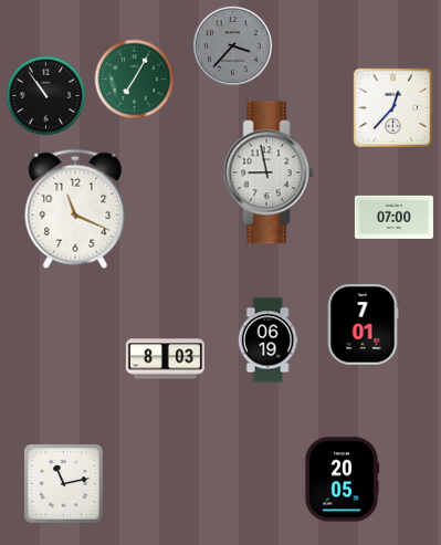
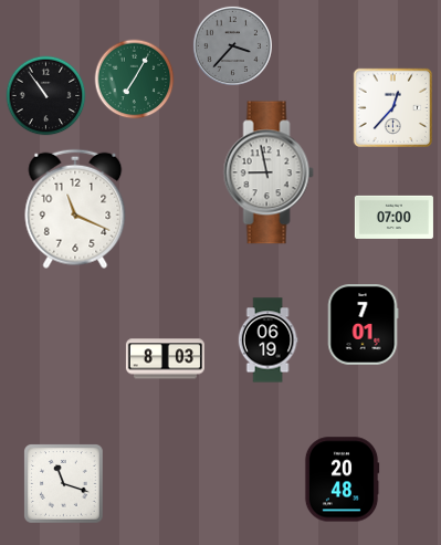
clock at (342, 480): 20:05 -> 20:48
clock at (64, 484): 11:13 -> 11:18
